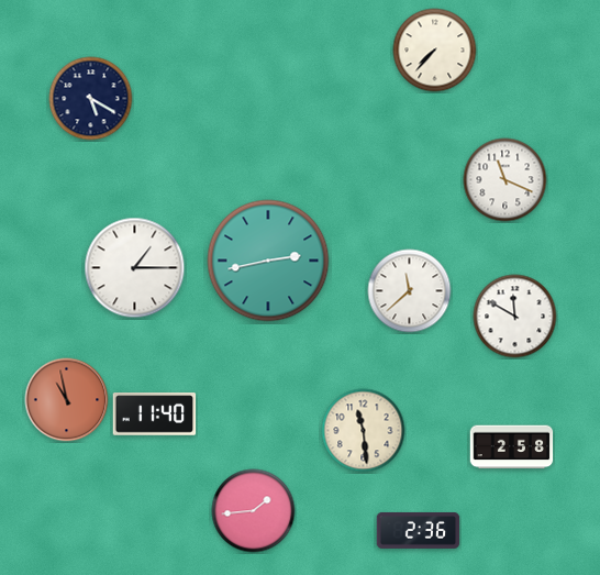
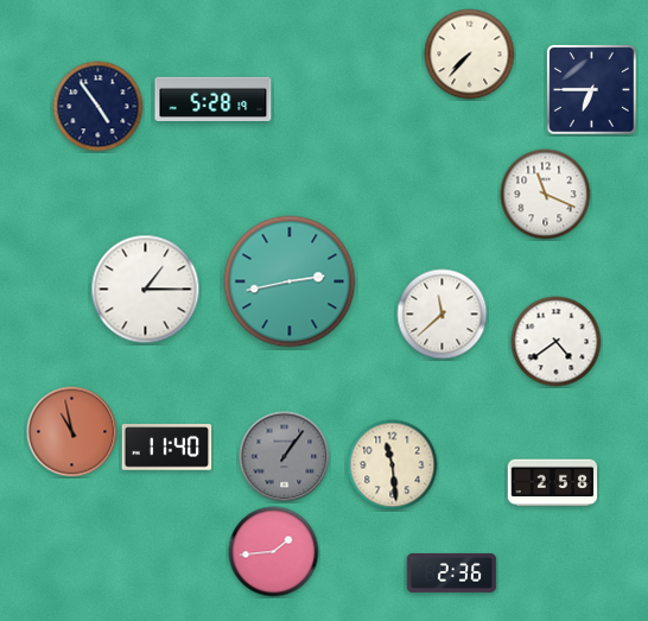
clock at (591, 89): none -> 6:45
clock at (214, 99): none -> 5:28
clock at (91, 99): 5:20 -> 4:54
clock at (515, 317): 11:50 -> 4:39
clock at (285, 457): none -> 1:06
